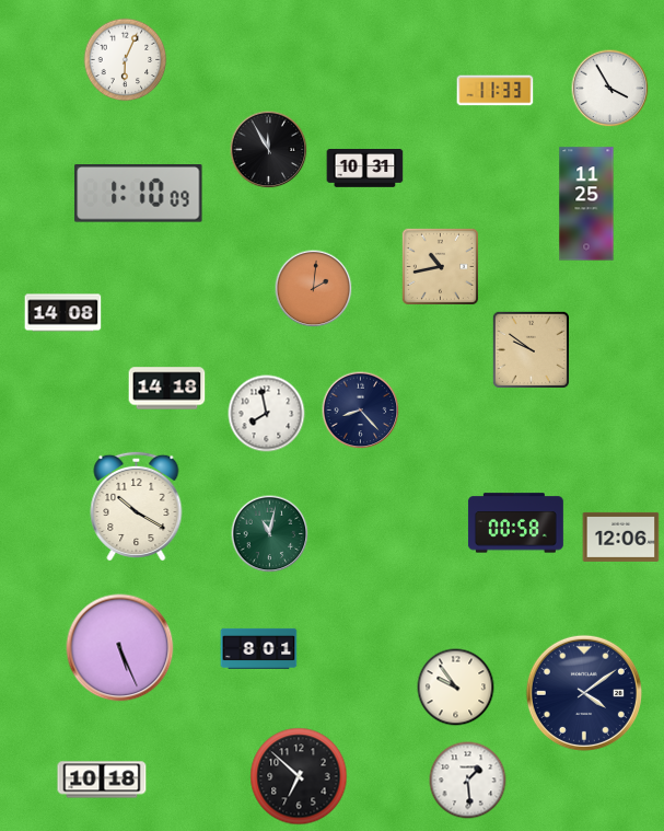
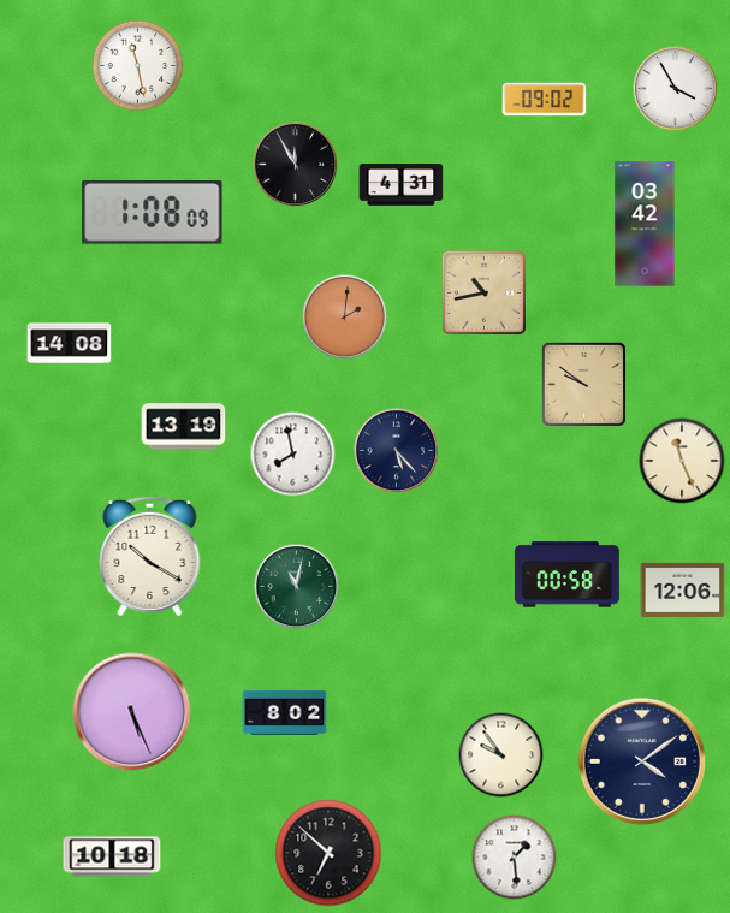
clock at (126, 60): 6:04 -> 11:28
clock at (610, 89) position: (610, 89) -> (676, 89)
clock at (496, 91): 11:33 -> 09:02
clock at (365, 169): 10:31 -> 4:31
clock at (139, 194): 1:10 -> 1:08
clock at (586, 204): 11:25 -> 03:42
clock at (167, 389): 14:18 -> 13:19
clock at (361, 411): 8:23 -> 5:23
clock at (682, 461): none -> 11:26
clock at (259, 648): 8:01 -> 8:02
